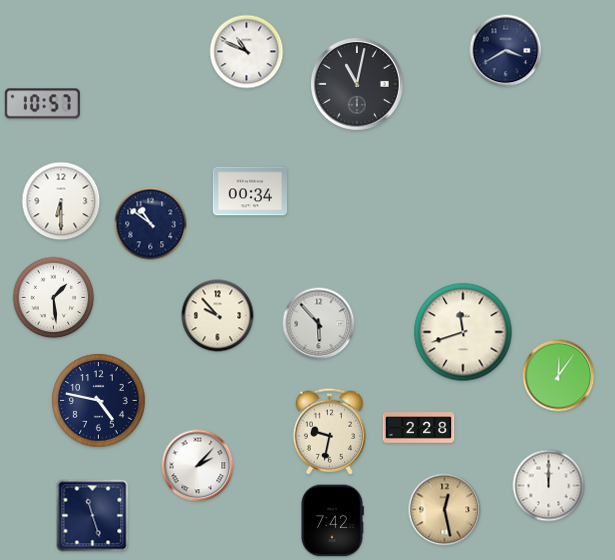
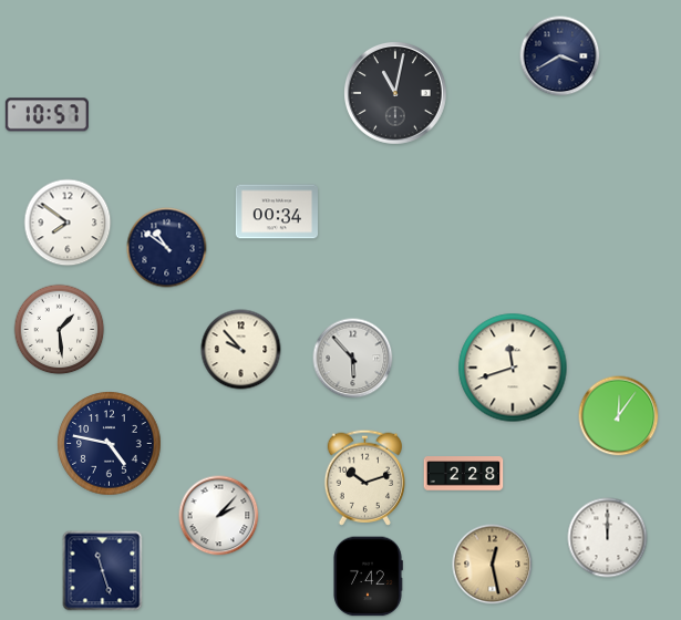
clock at (247, 52): 10:49 -> none
clock at (61, 201): 6:30 -> 7:51
clock at (329, 431): 9:32 -> 10:12
